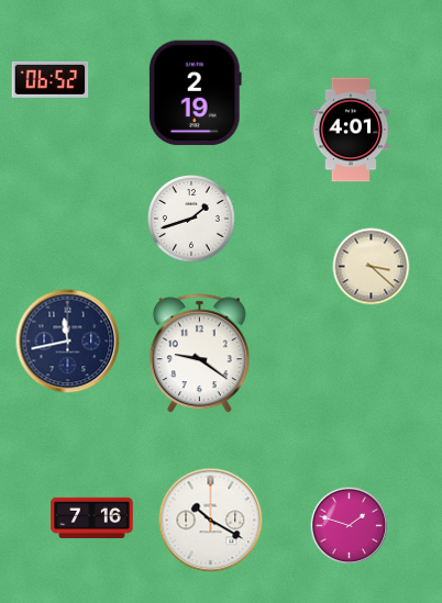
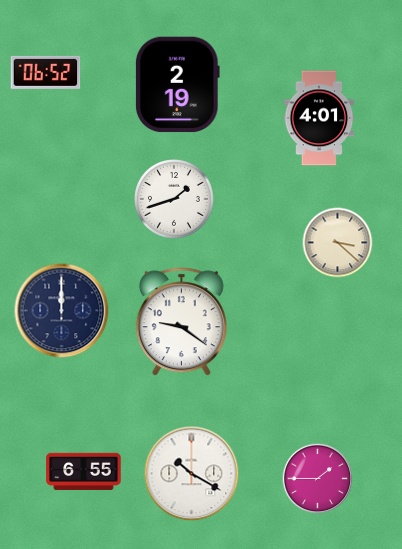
clock at (68, 342): 11:43 -> 12:00
clock at (92, 517): 7:16 -> 6:55
clock at (350, 526): 1:48 -> 1:45
